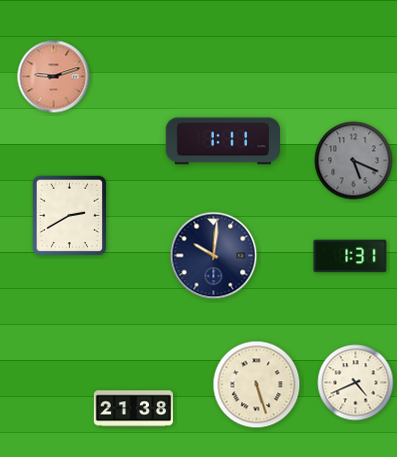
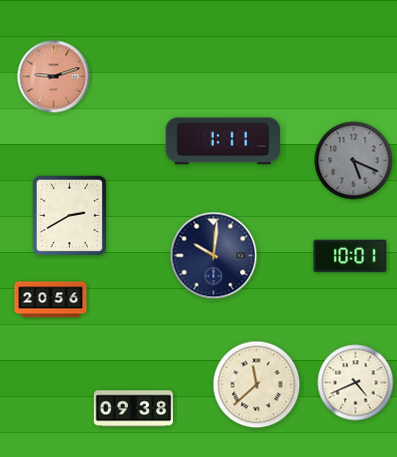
clock at (350, 256): 1:31 -> 10:01
clock at (51, 300): none -> 20:56
clock at (257, 385): 5:27 -> 11:38
clock at (133, 409): 21:38 -> 09:38
